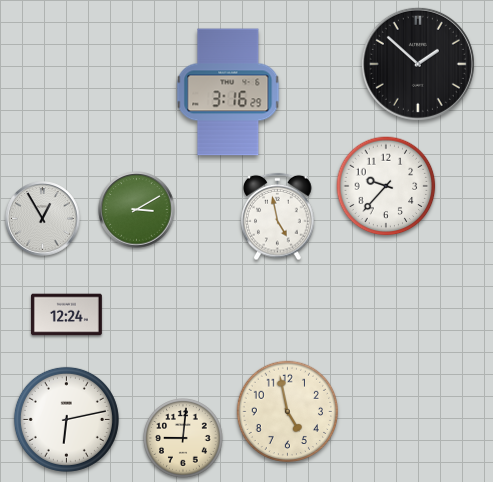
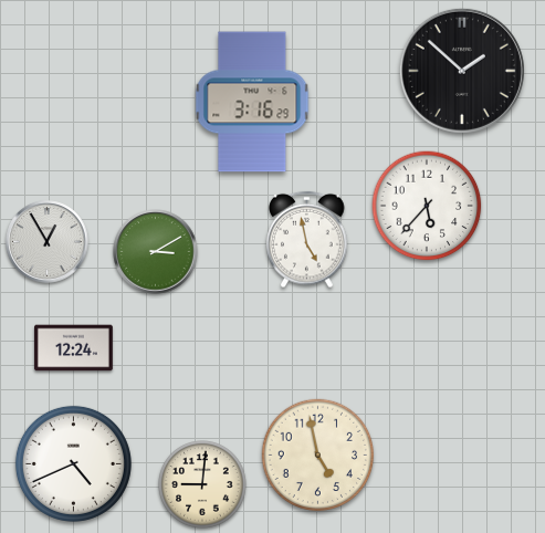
clock at (386, 186): 9:37 -> 5:37
clock at (137, 210) position: (137, 210) -> (156, 252)
clock at (66, 419): 6:13 -> 4:41
